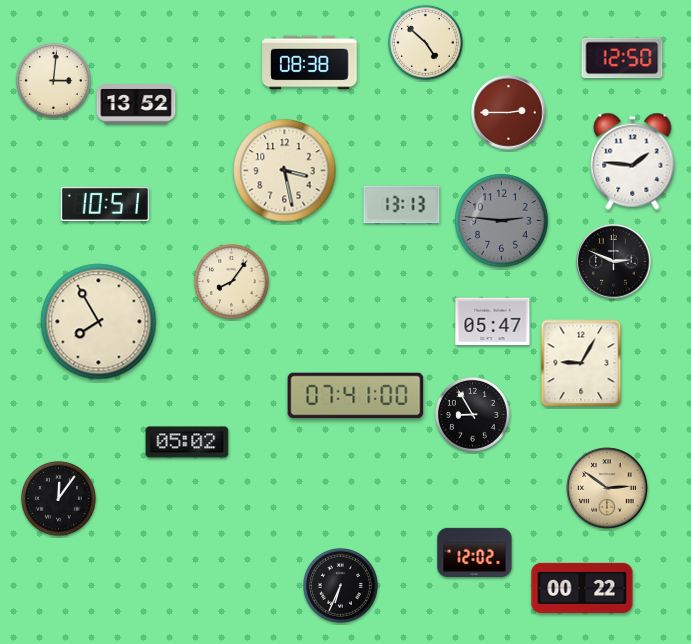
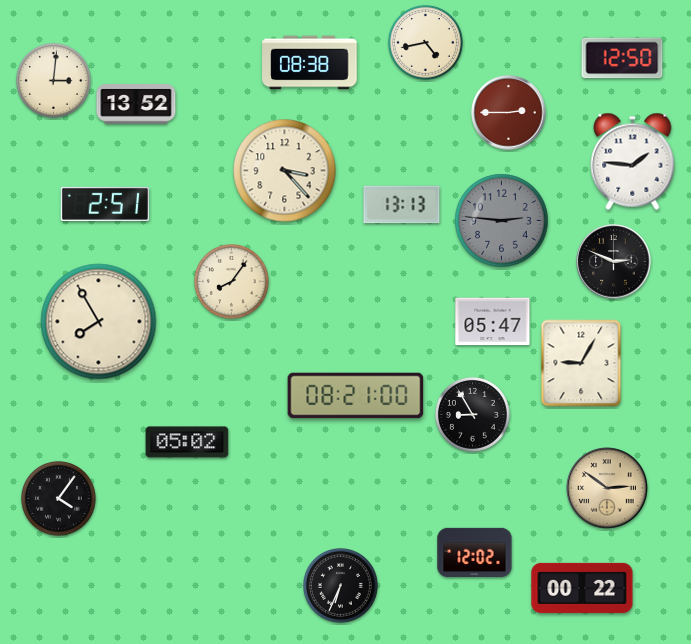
clock at (425, 42): 4:52 -> 4:43
clock at (285, 171): 3:28 -> 3:23
clock at (104, 204): 10:51 -> 2:51
clock at (356, 396): 07:41 -> 08:21
clock at (58, 498): 12:06 -> 4:06
